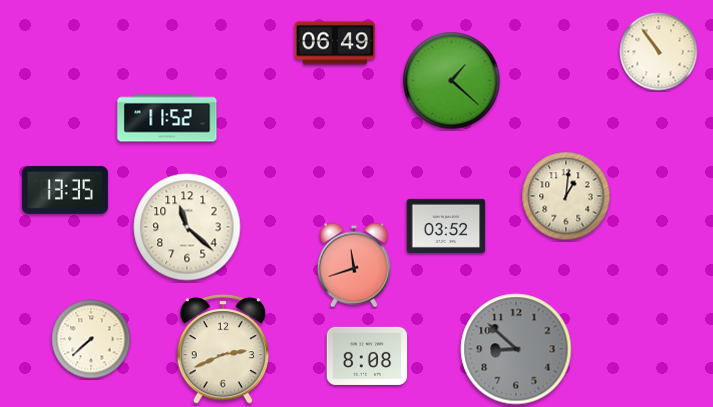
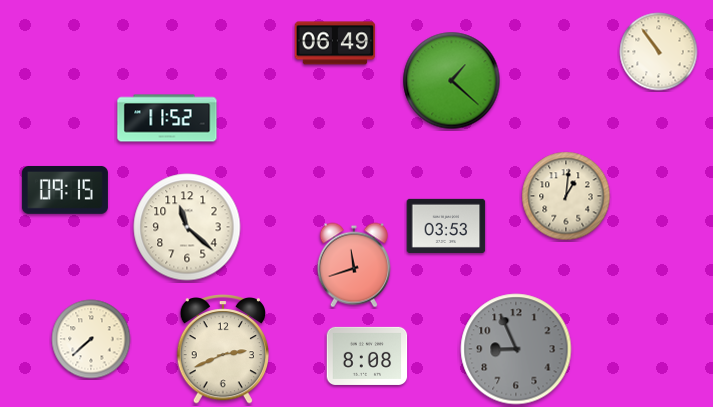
clock at (65, 190): 13:35 -> 09:15
clock at (446, 226): 03:52 -> 03:53
clock at (516, 349): 8:52 -> 8:56
